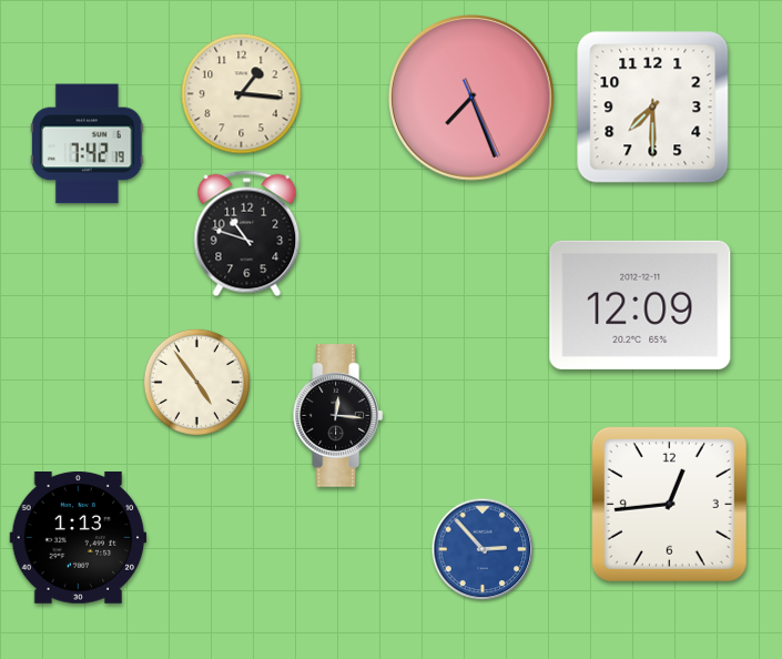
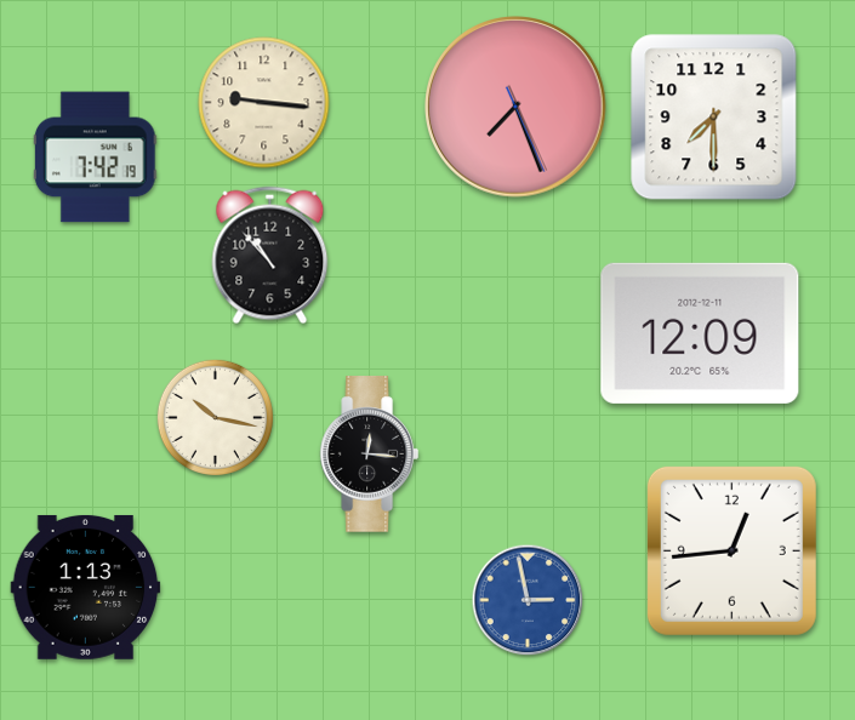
clock at (242, 94): 1:16 -> 9:16
clock at (247, 234): 10:48 -> 10:53
clock at (196, 382): 4:54 -> 10:17
clock at (483, 549): 2:53 -> 2:58
